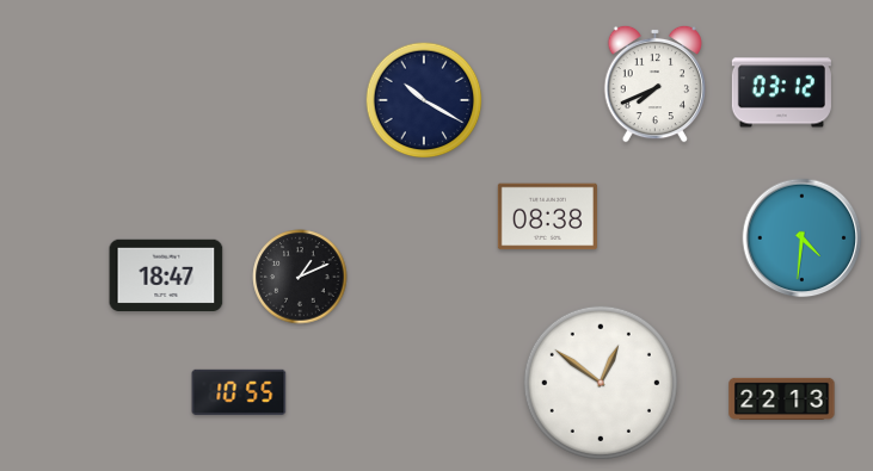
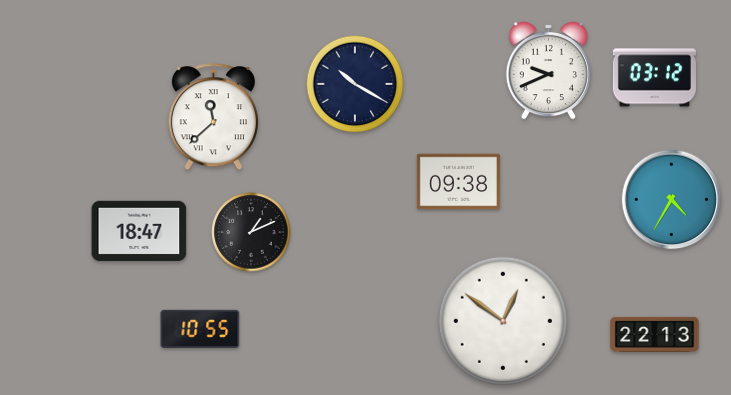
clock at (654, 83): 7:41 -> 9:41
clock at (213, 117): none -> 11:38
clock at (547, 217): 08:38 -> 09:38
clock at (803, 238): 4:31 -> 4:35
